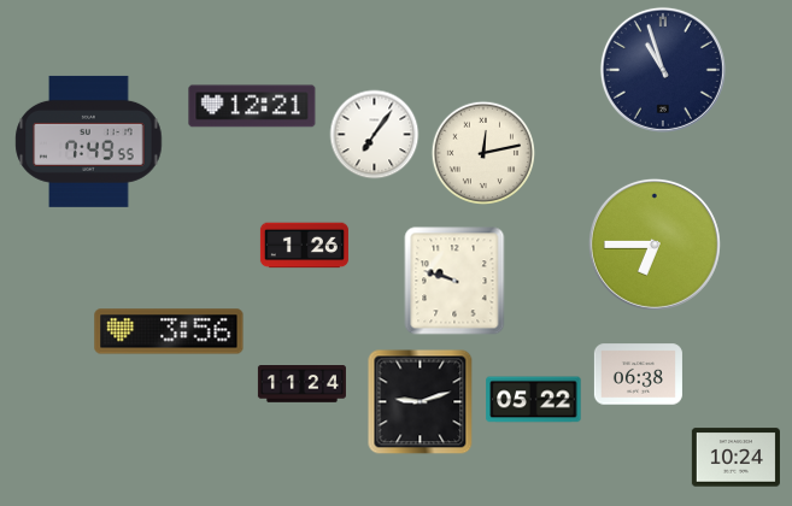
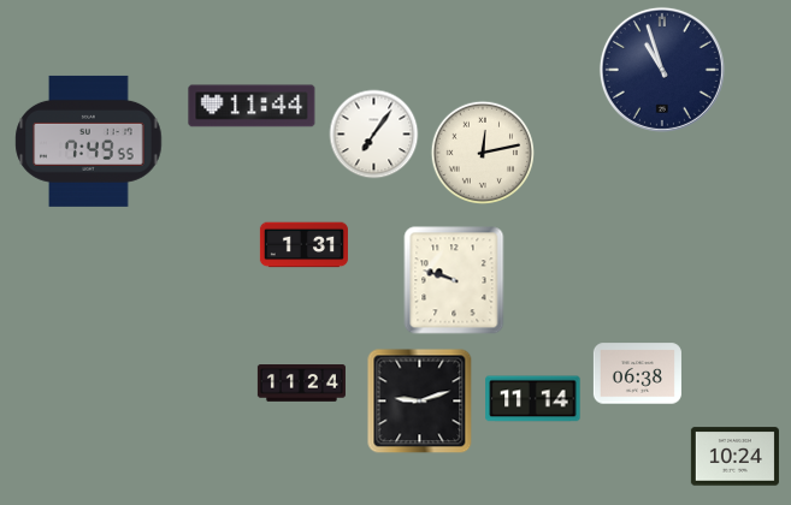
clock at (252, 106): 12:21 -> 11:44
clock at (655, 245): 6:45 -> none
clock at (304, 246): 1:26 -> 1:31
clock at (169, 331): 3:56 -> none
clock at (534, 400): 05:22 -> 11:14
